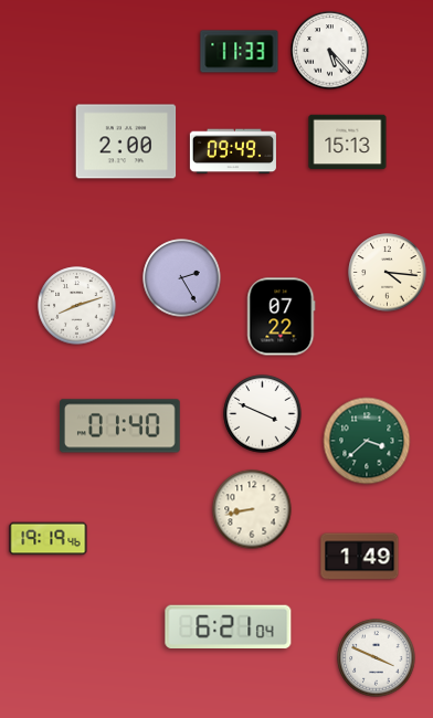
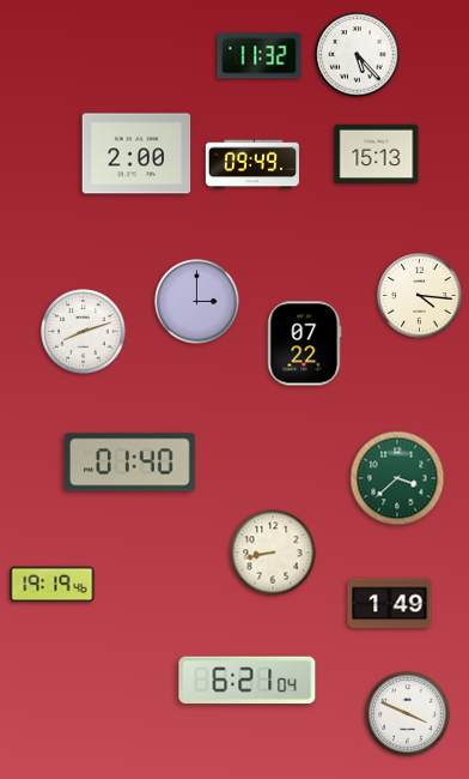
clock at (240, 52): 11:33 -> 11:32
clock at (182, 278): 2:25 -> 3:00
clock at (263, 414): 3:49 -> none
